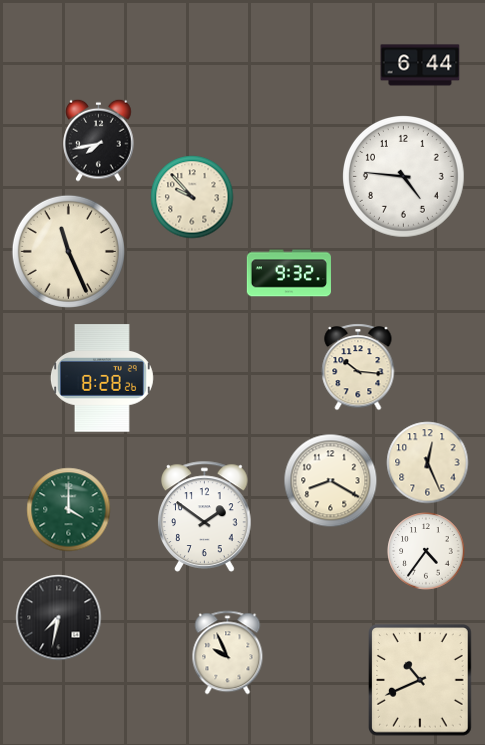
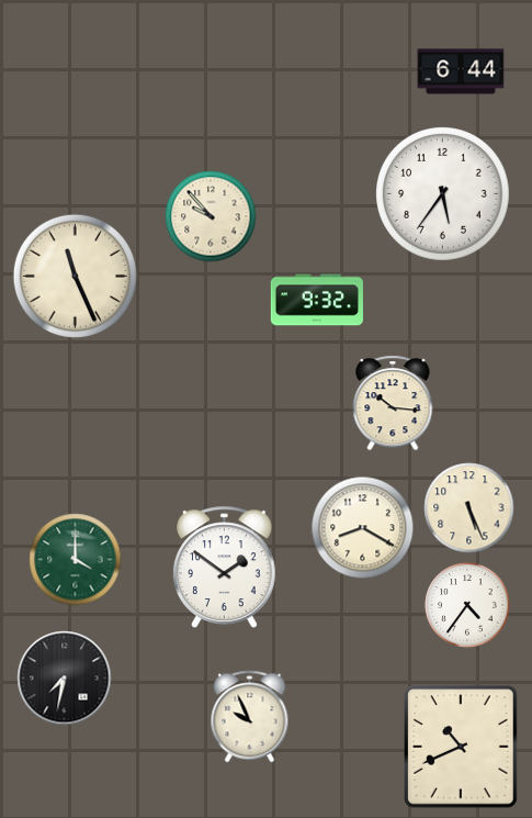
clock at (99, 140): 7:43 -> none
clock at (404, 177): 4:46 -> 5:36
clock at (102, 378): 8:28 -> none
clock at (428, 463): 12:26 -> 5:26
